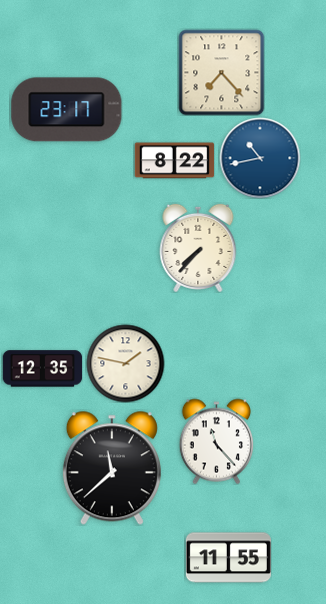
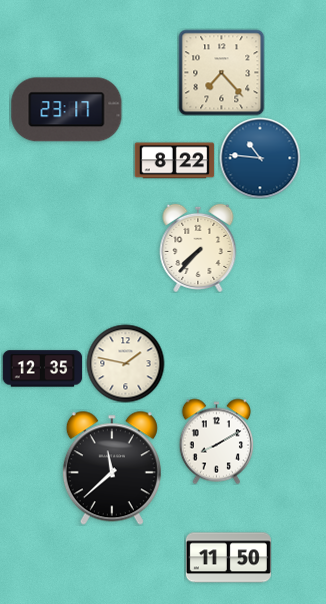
clock at (260, 158): 10:43 -> 10:46
clock at (217, 441): 11:23 -> 8:10
clock at (228, 558): 11:55 -> 11:50
